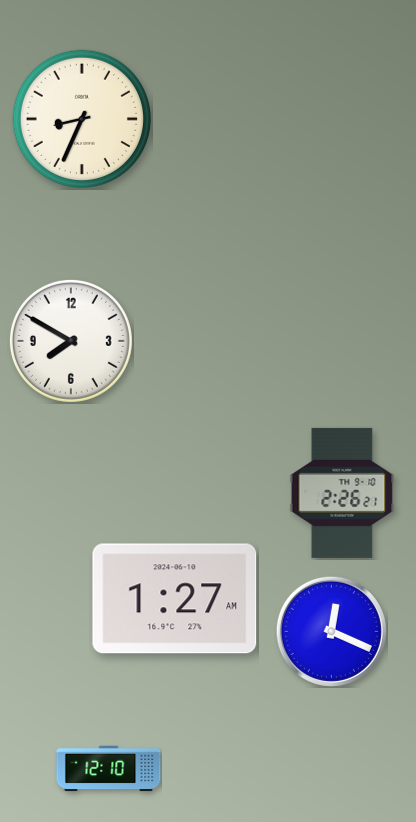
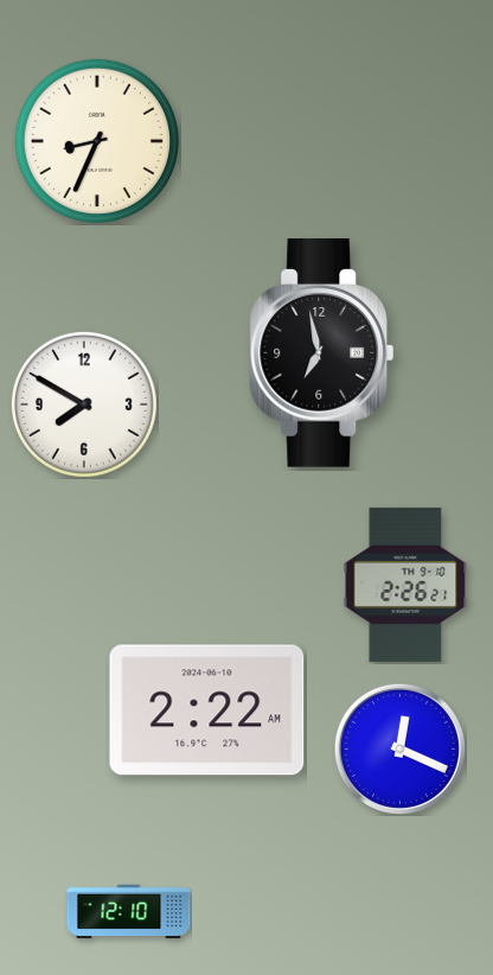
clock at (322, 353): none -> 6:58
clock at (175, 599): 1:27 -> 2:22
clock at (331, 631) position: (331, 631) -> (399, 748)
